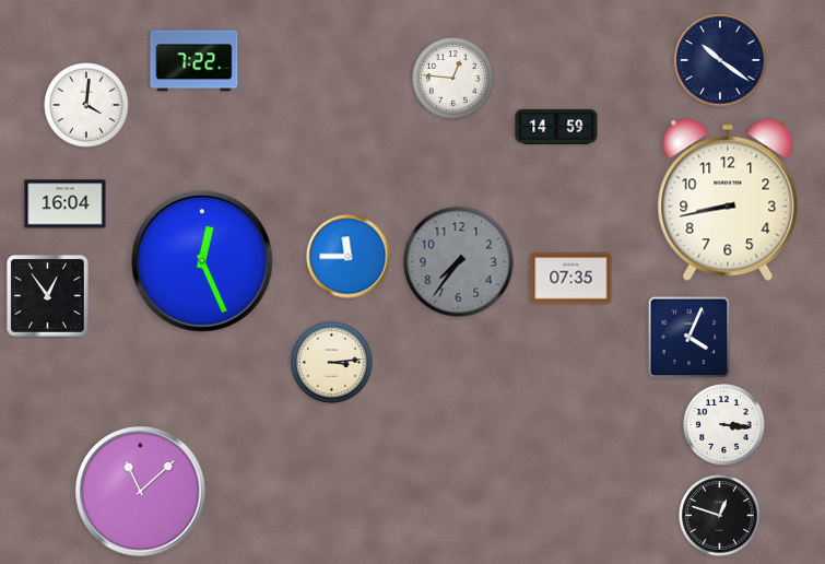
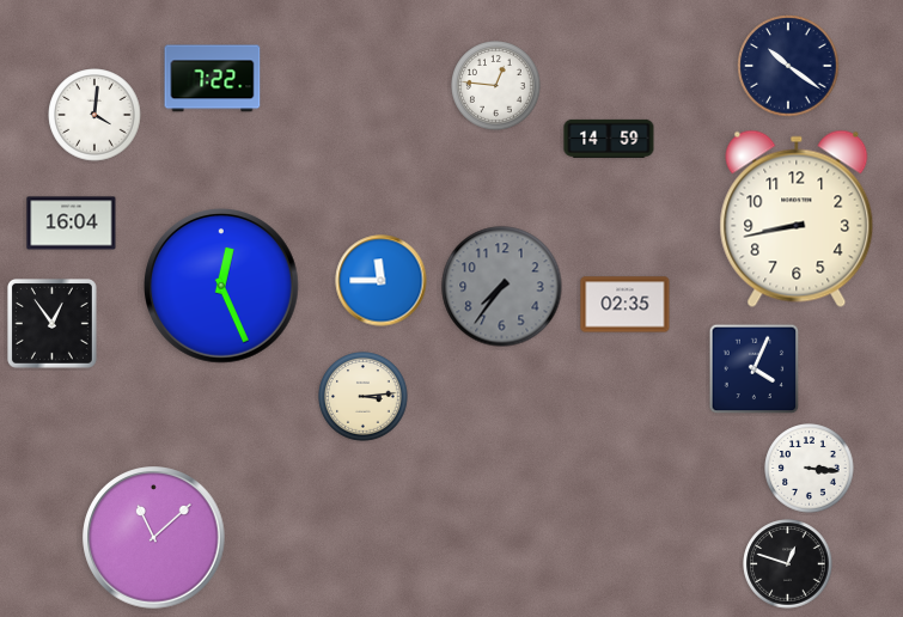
clock at (195, 61) position: (195, 61) -> (213, 79)
clock at (571, 279): 07:35 -> 02:35
clock at (724, 425) position: (724, 425) -> (810, 469)
